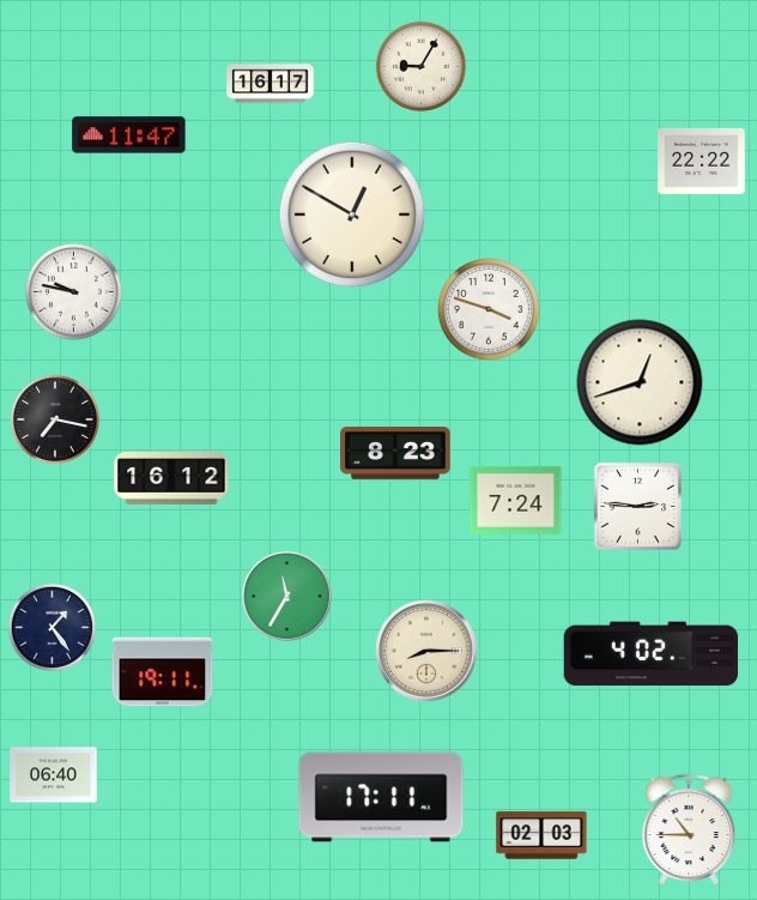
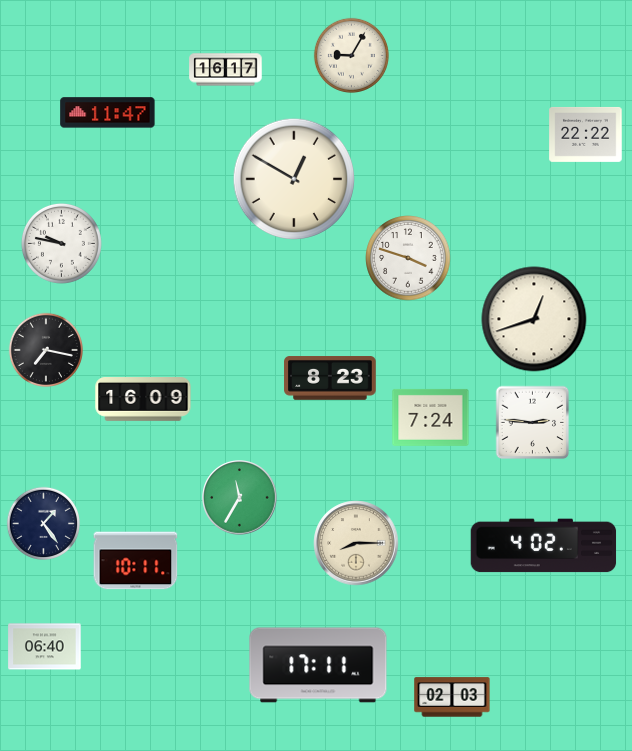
clock at (171, 479): 16:12 -> 16:09
clock at (163, 672): 19:11 -> 10:11
clock at (689, 829): 10:45 -> none
